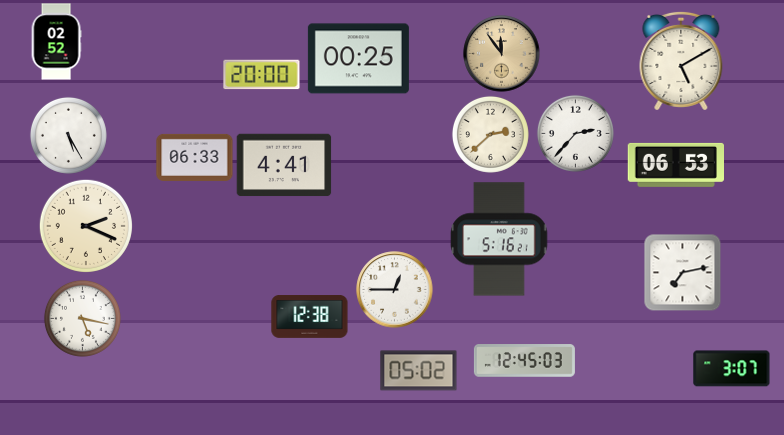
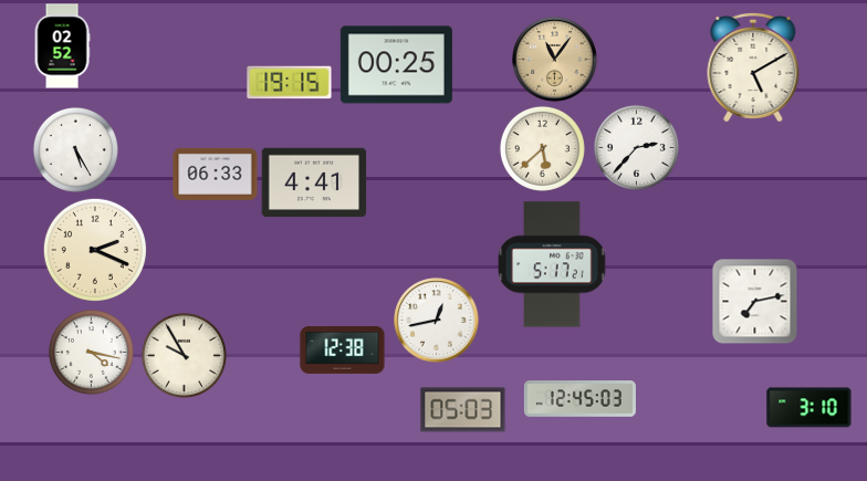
clock at (502, 54): 11:54 -> 11:06
clock at (262, 75): 20:00 -> 19:15
clock at (490, 134): 2:38 -> 5:38
clock at (675, 165): 06:53 -> none
clock at (499, 239): 5:16 -> 5:17
clock at (395, 290): 12:45 -> 12:43
clock at (82, 318): 5:17 -> 4:17
clock at (184, 355): none -> 9:55
clock at (732, 369): 3:07 -> 3:10
clock at (419, 371): 05:02 -> 05:03
